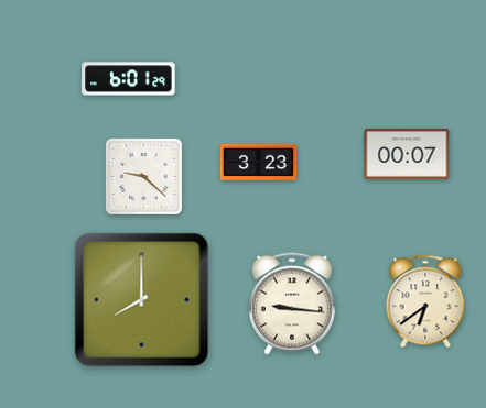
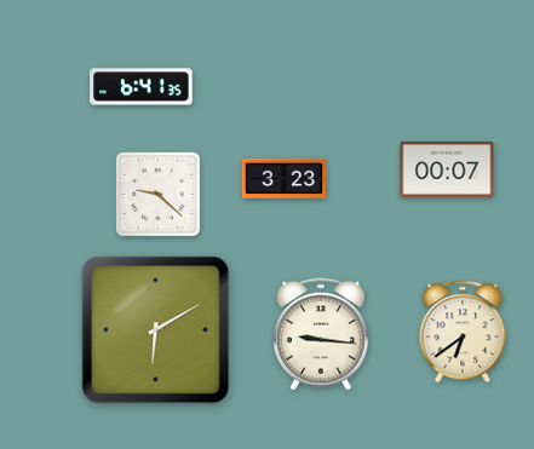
clock at (129, 79): 6:01 -> 6:41
clock at (142, 300): 8:00 -> 6:10
clock at (425, 301) position: (425, 301) -> (463, 332)
